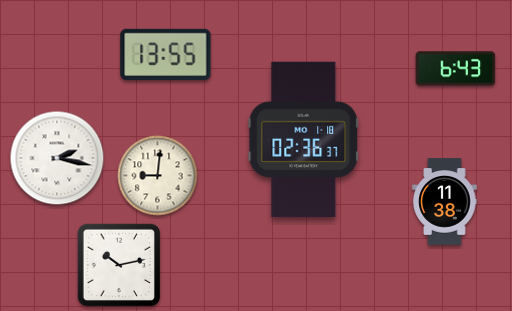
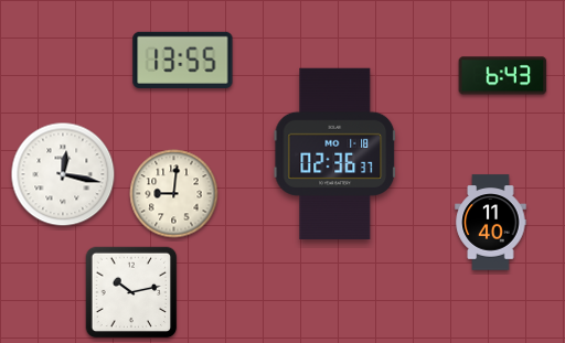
clock at (57, 158): 2:17 -> 12:17
clock at (445, 202): 11:38 -> 11:40
